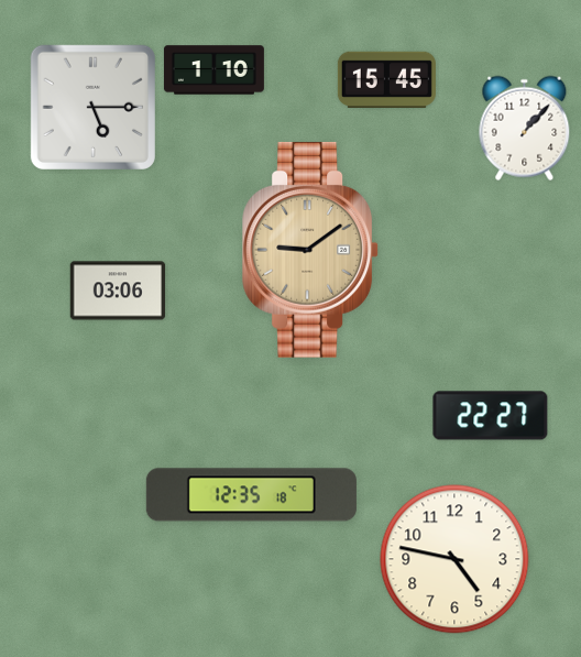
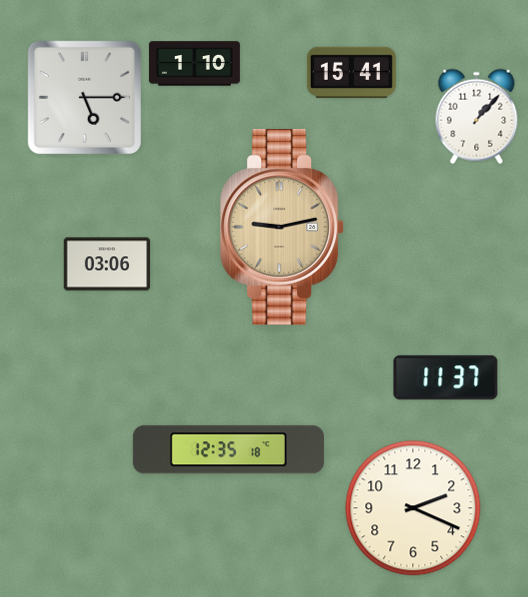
clock at (386, 79): 15:45 -> 15:41
clock at (311, 250): 9:09 -> 9:13
clock at (491, 416): 22:27 -> 11:37
clock at (454, 559): 4:47 -> 2:19
